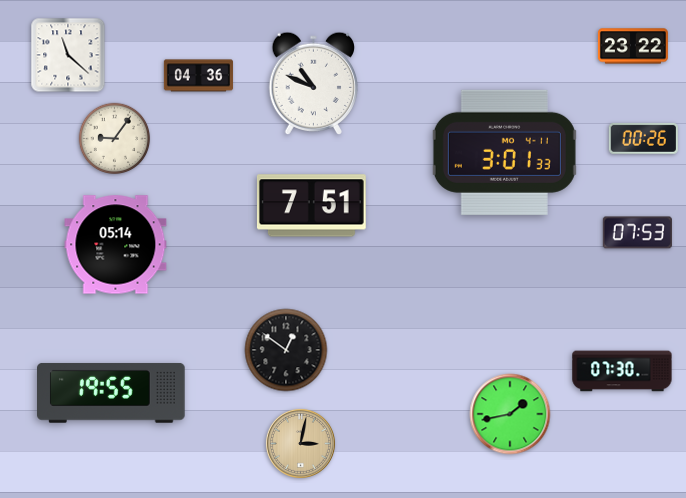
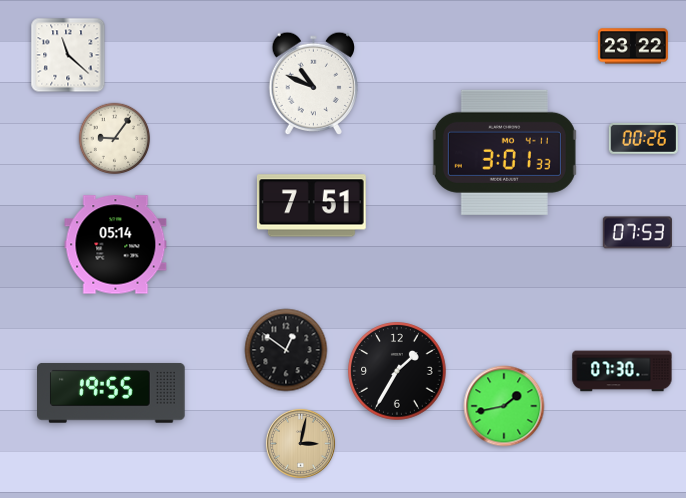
clock at (198, 76): 04:36 -> none
clock at (397, 371): none -> 1:35
clock at (510, 414) position: (510, 414) -> (504, 406)
